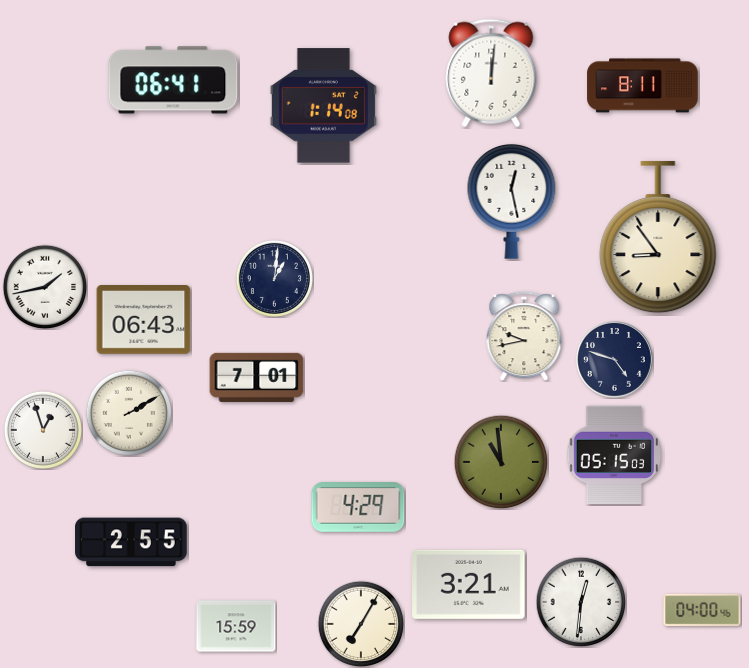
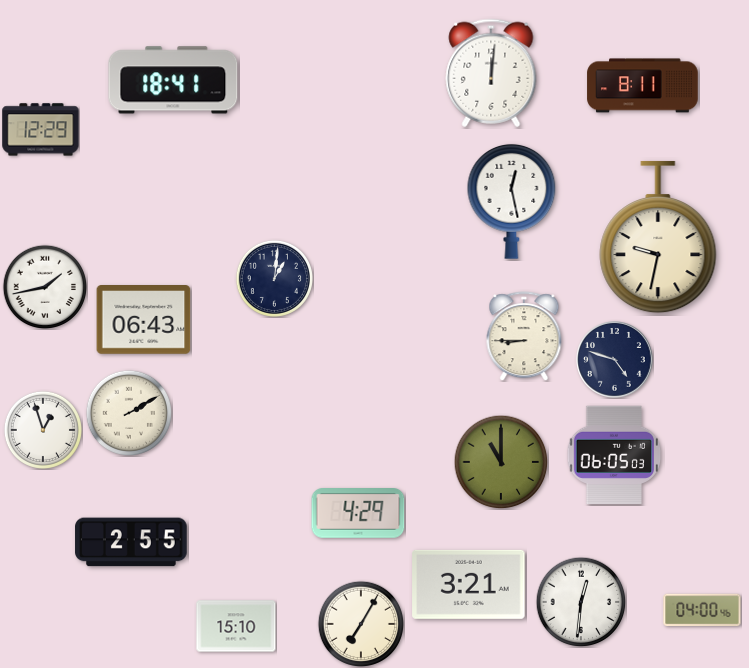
clock at (173, 80): 06:41 -> 18:41
clock at (323, 106): 1:14 -> none
clock at (41, 130): none -> 12:29
clock at (658, 237): 8:54 -> 9:32
clock at (524, 336): 9:43 -> 8:45
clock at (257, 377): 7:01 -> none
clock at (614, 455): 05:15 -> 06:05
clock at (501, 462): 10:59 -> 11:00
clock at (358, 508) position: (358, 508) -> (358, 514)
clock at (236, 626): 15:59 -> 15:10
